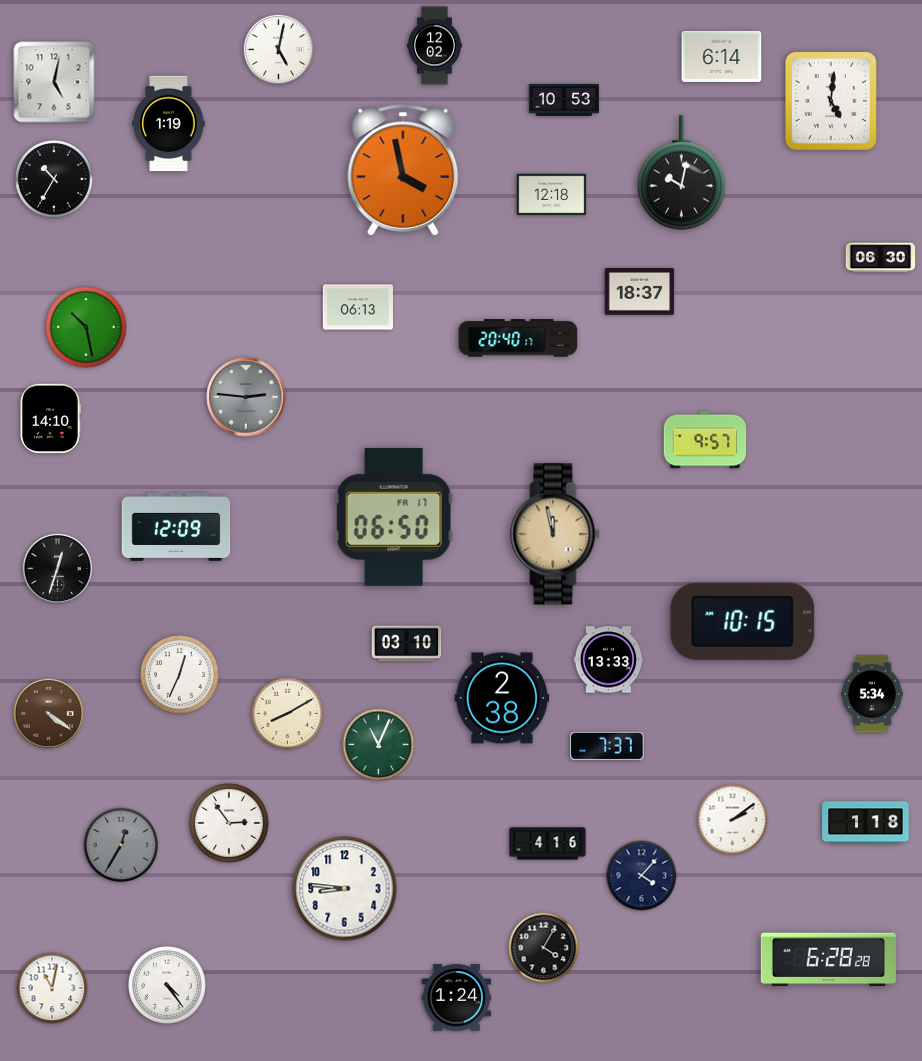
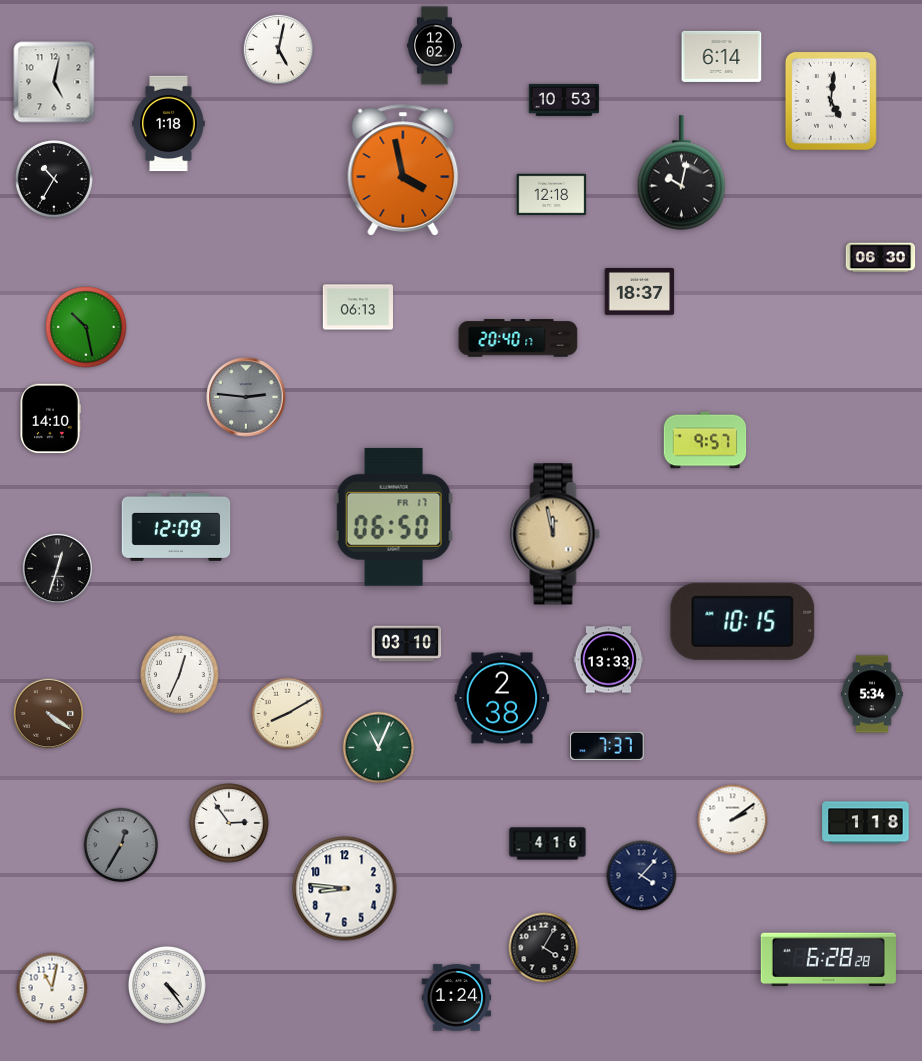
clock at (169, 124): 1:19 -> 1:18
clock at (379, 745) position: (379, 745) -> (379, 748)
